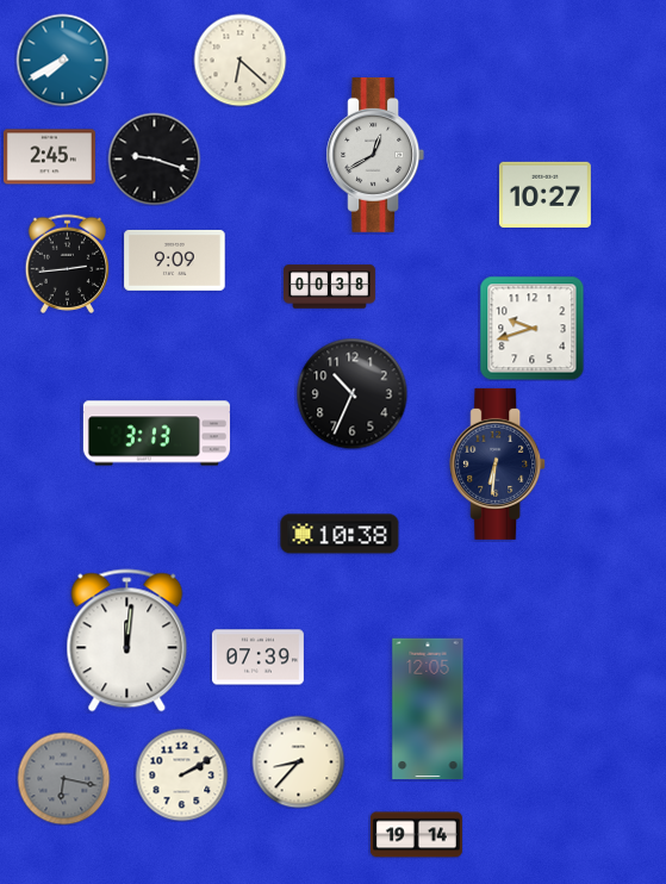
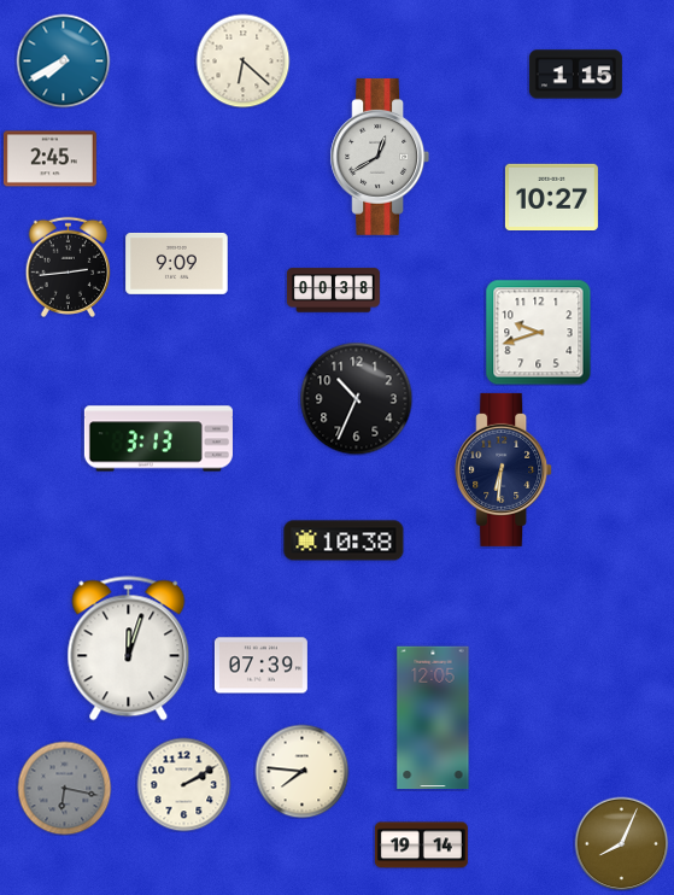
clock at (575, 75): none -> 1:15
clock at (154, 158): 9:18 -> none
clock at (127, 641): 12:01 -> 12:03
clock at (298, 761): 8:37 -> 7:46
clock at (621, 843): none -> 8:04
